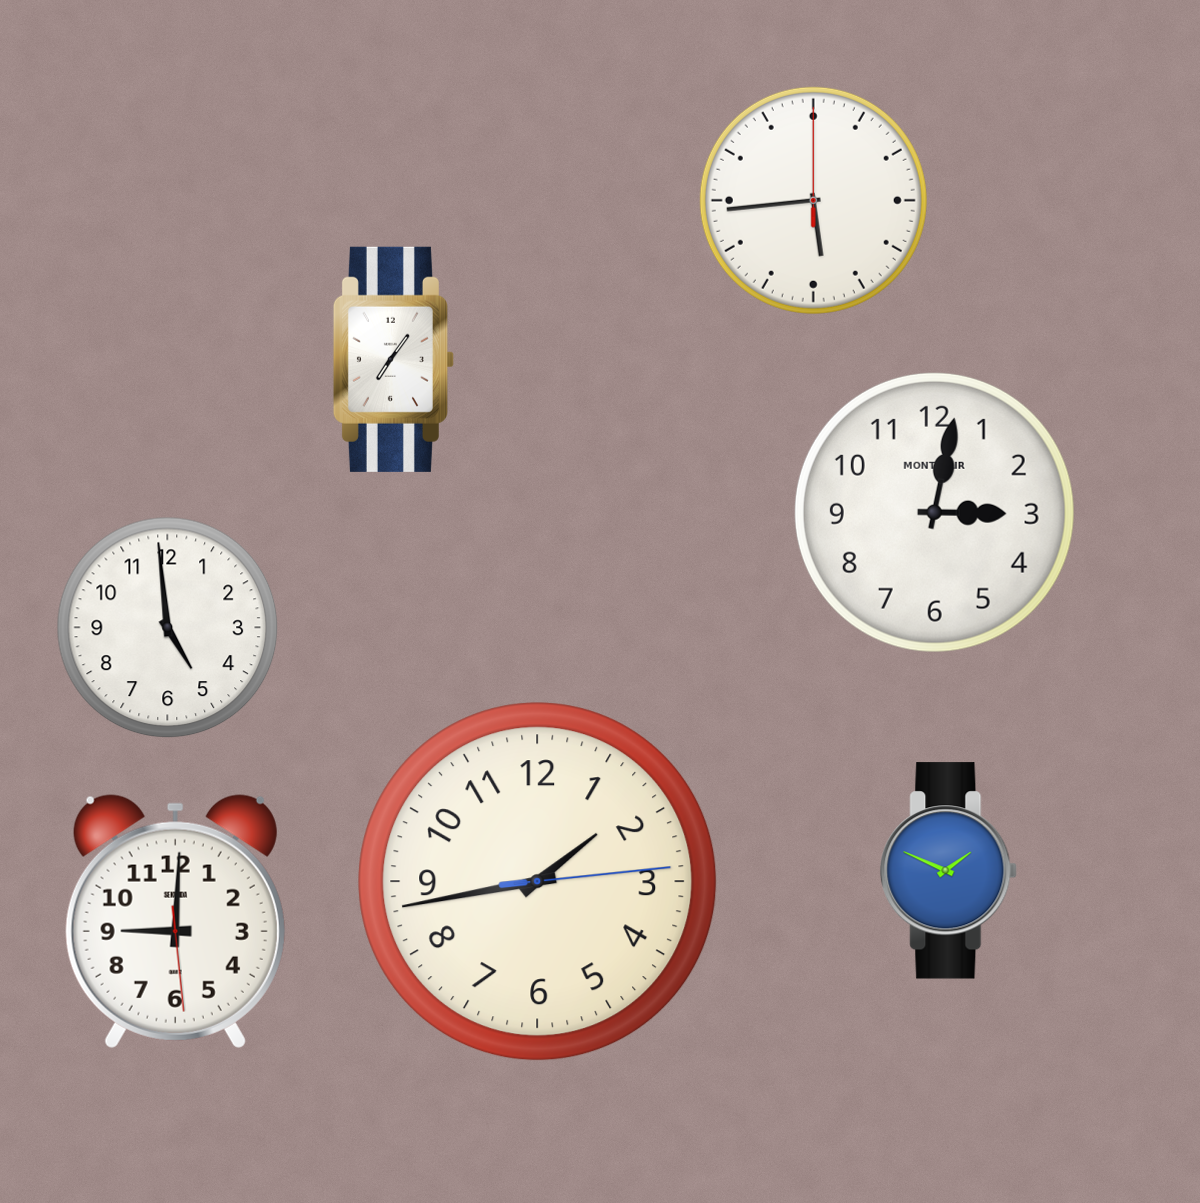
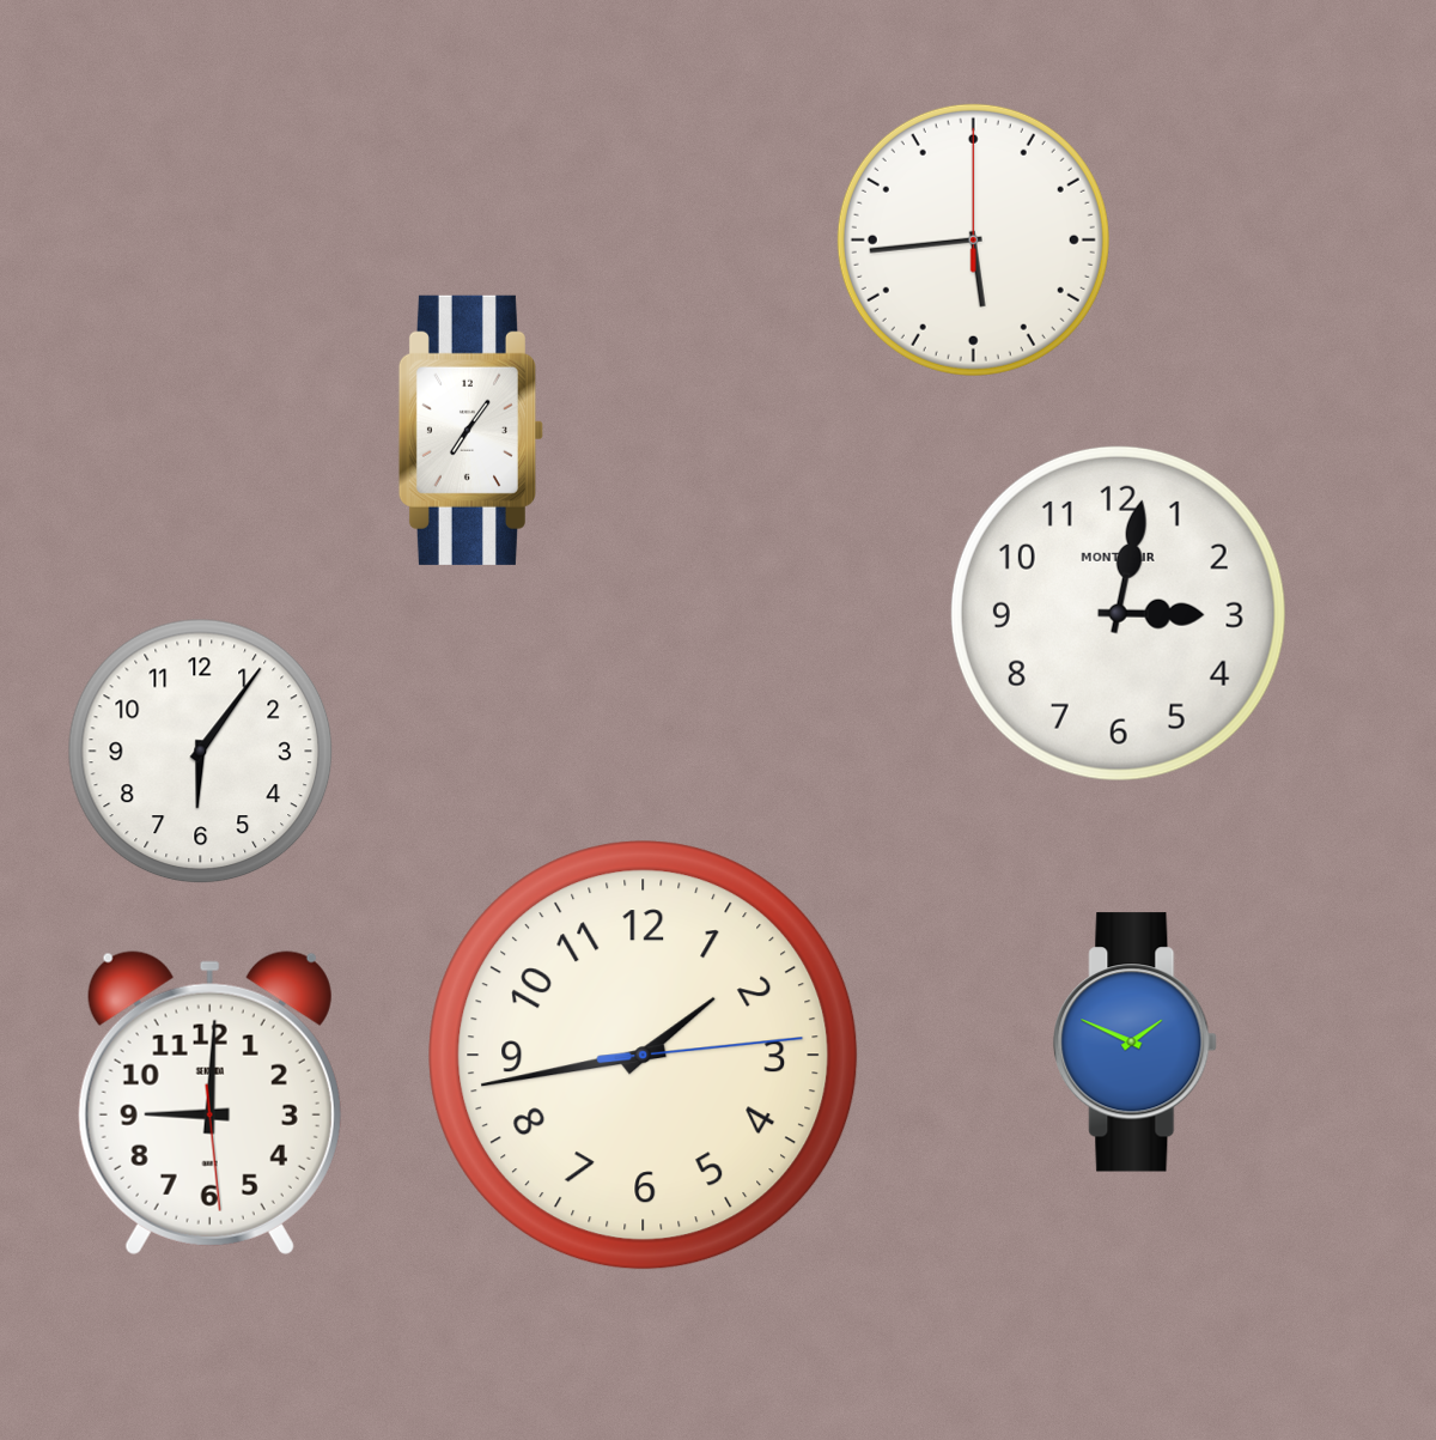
clock at (168, 628): 4:59 -> 6:06
